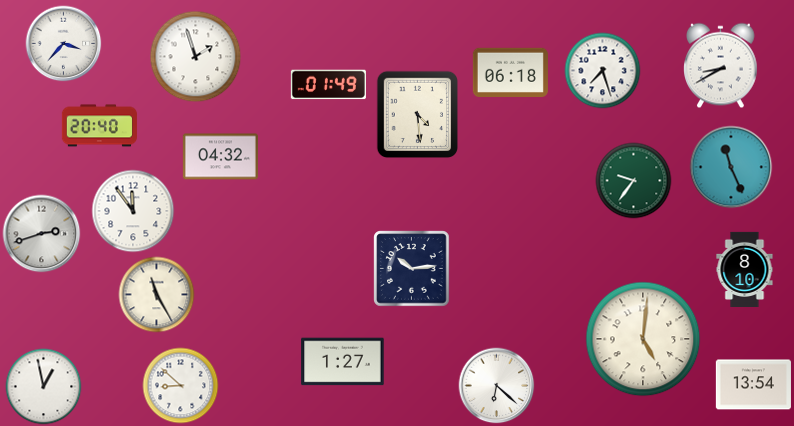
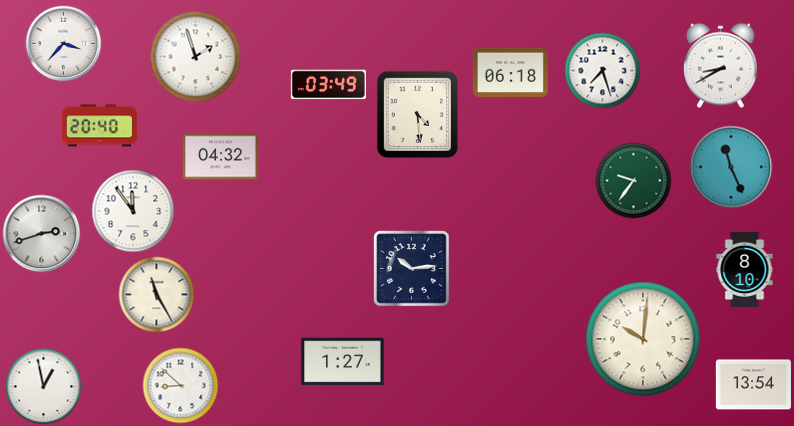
clock at (328, 85): 01:49 -> 03:49
clock at (643, 339): 5:01 -> 10:01
clock at (497, 386): 6:22 -> none
